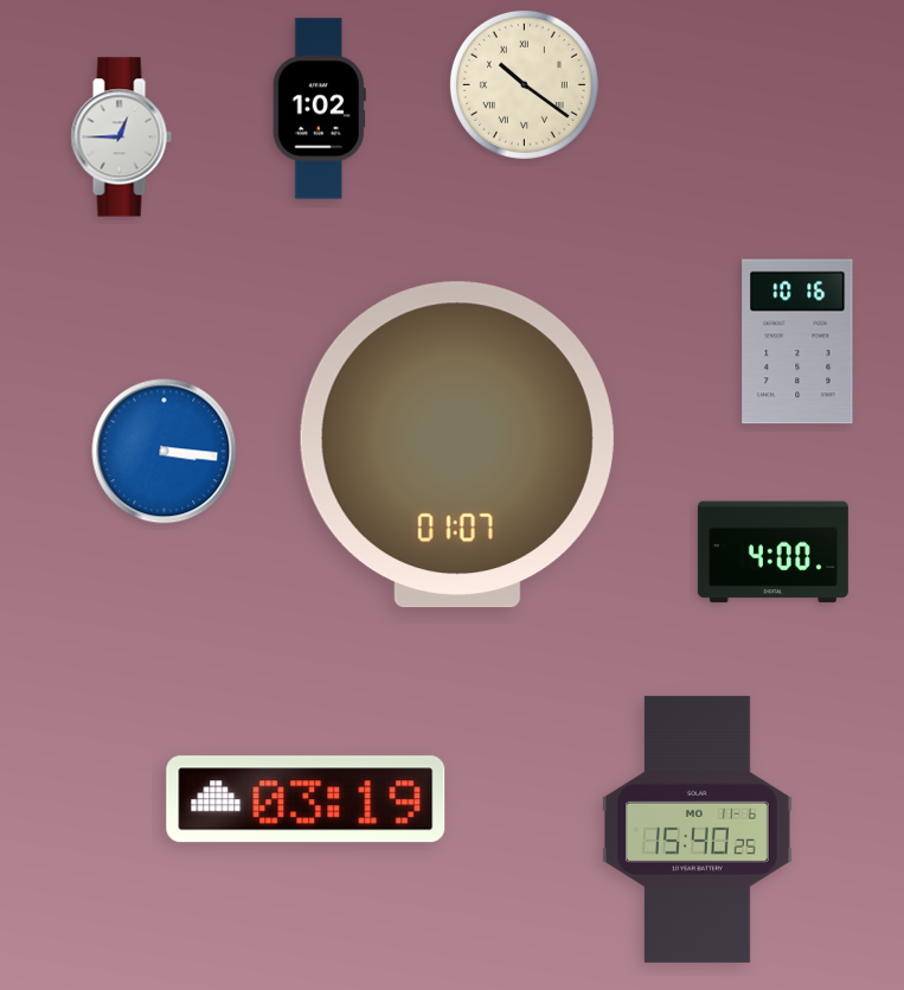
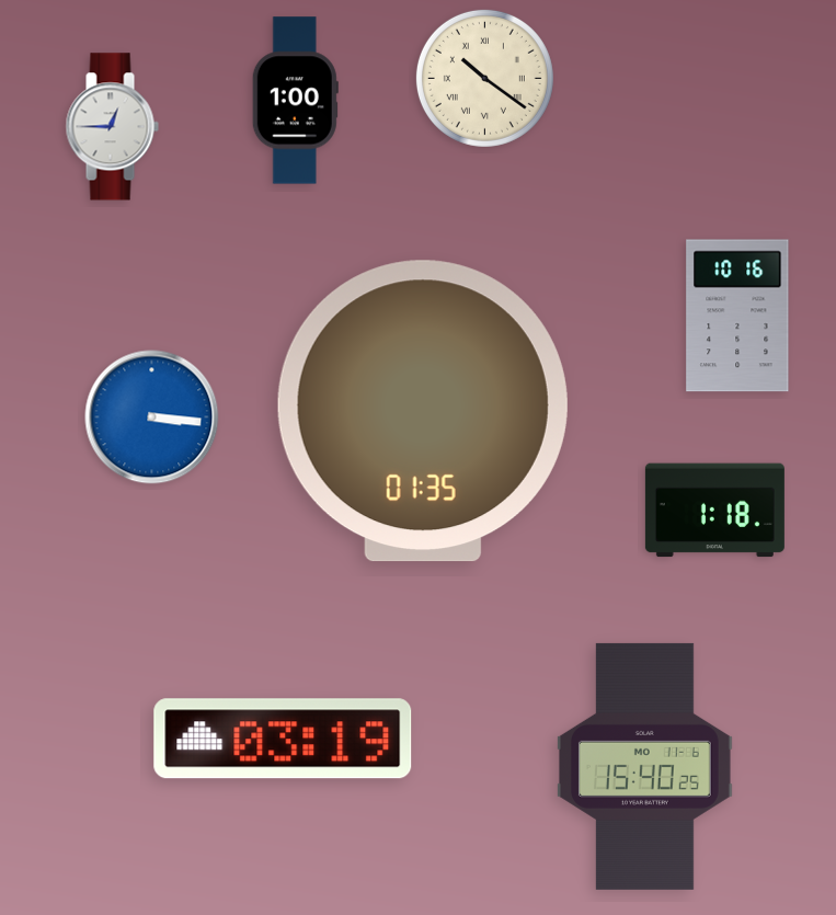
clock at (319, 109): 1:02 -> 1:00
clock at (457, 445): 01:07 -> 01:35
clock at (772, 553): 4:00 -> 1:18
